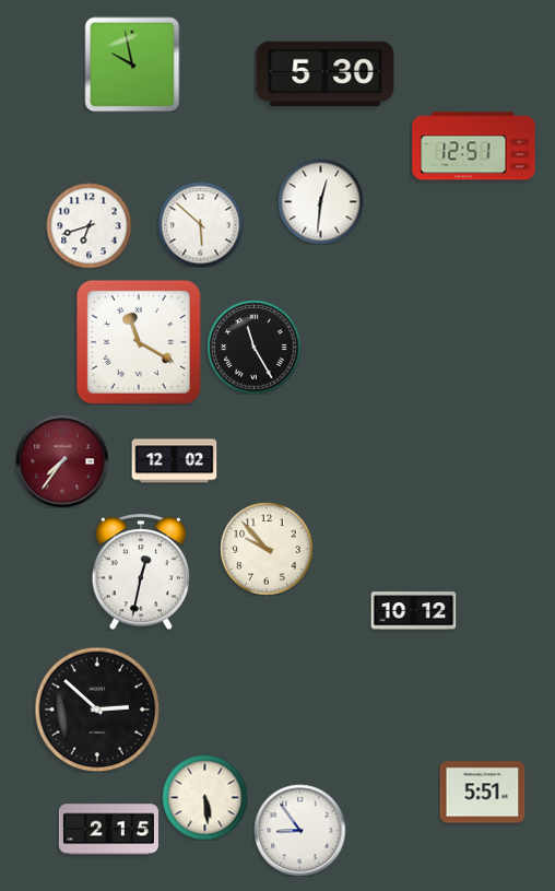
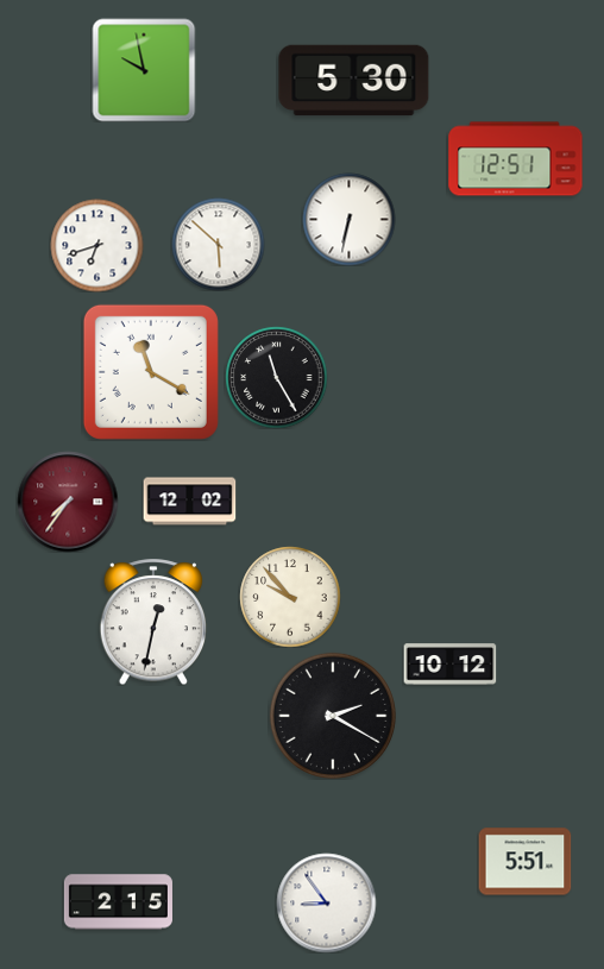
clock at (320, 201): 12:31 -> 6:32
clock at (333, 716): none -> 2:20
clock at (97, 710): 2:52 -> none
clock at (204, 797): 5:29 -> none
